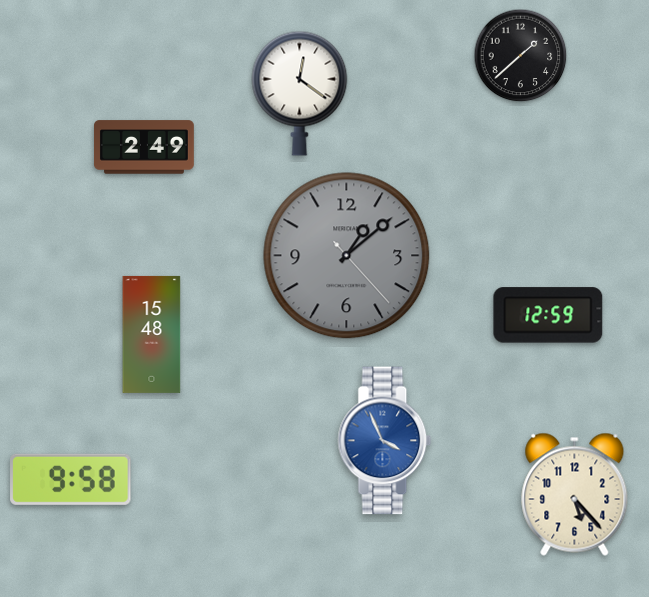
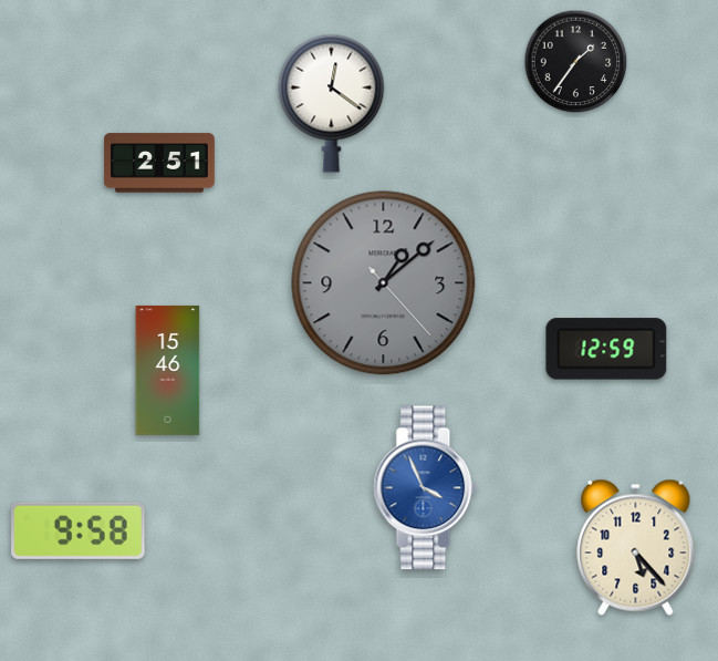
clock at (521, 56): 1:38 -> 1:36
clock at (145, 147): 2:49 -> 2:51
clock at (152, 334): 15:48 -> 15:46
